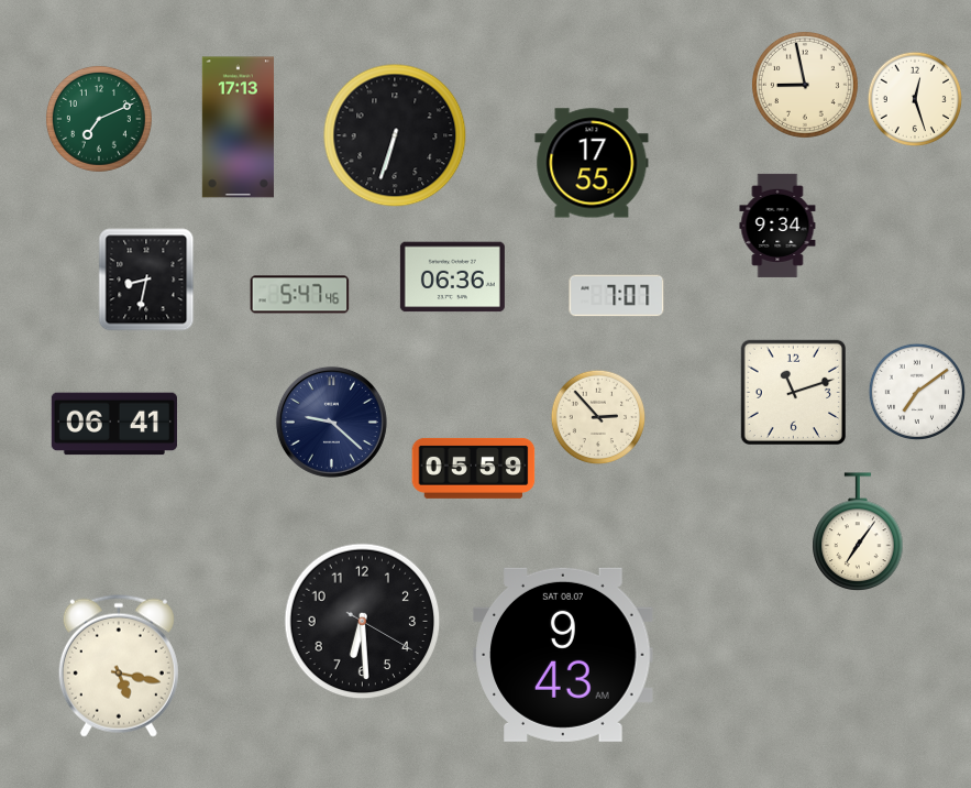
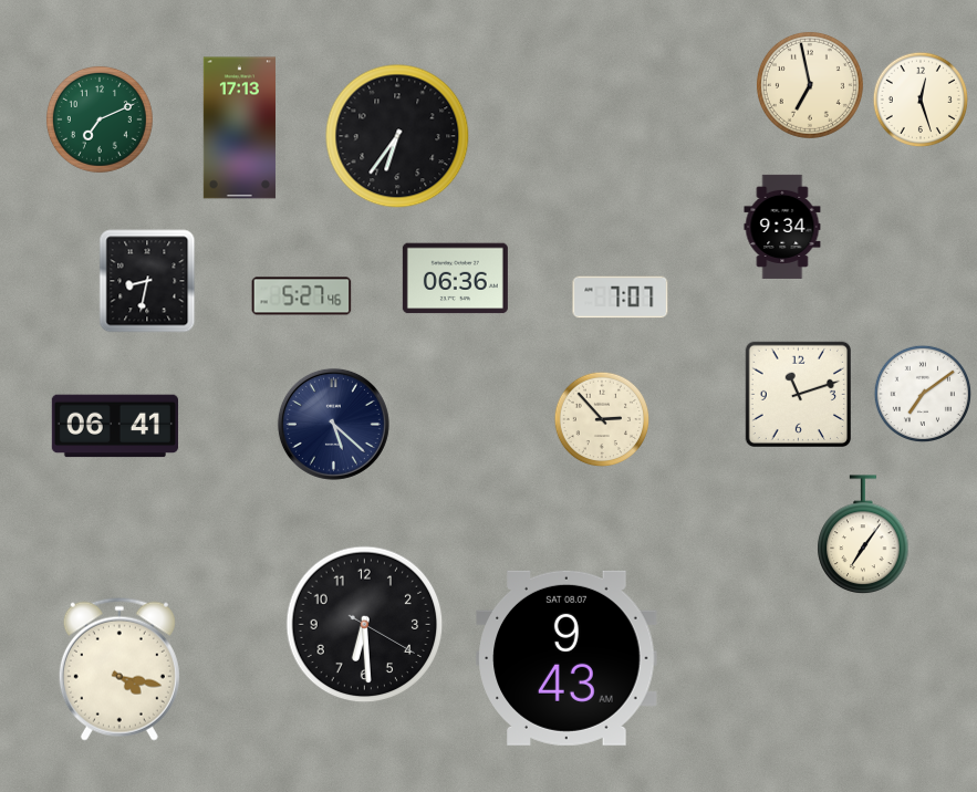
clock at (805, 85): 8:58 -> 6:58
clock at (395, 135): 6:33 -> 6:36
clock at (592, 163): 17:55 -> none
clock at (300, 295): 5:47 -> 5:27
clock at (331, 422): 9:22 -> 5:22
clock at (474, 468): 05:59 -> none
clock at (119, 666): 5:17 -> 4:17
